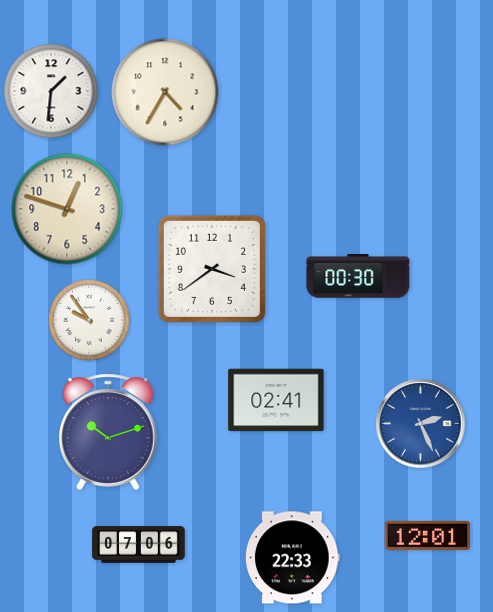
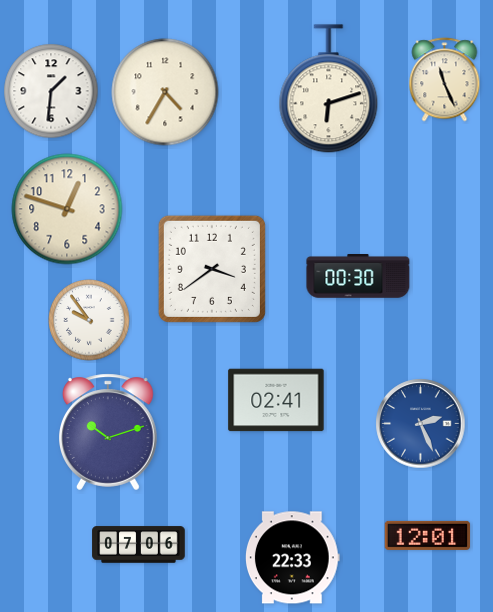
clock at (445, 80): none -> 11:26
clock at (329, 89): none -> 6:12
